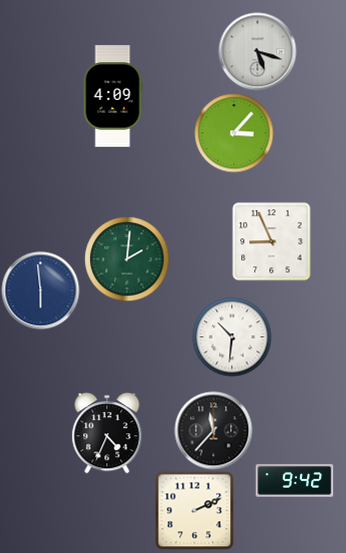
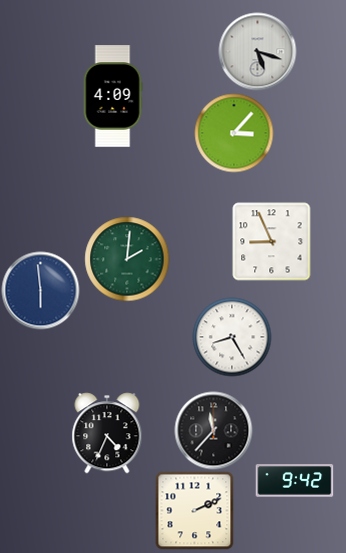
clock at (232, 337): 10:31 -> 8:25
